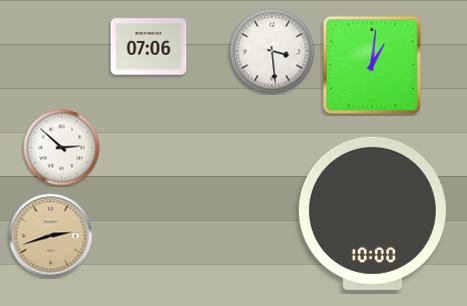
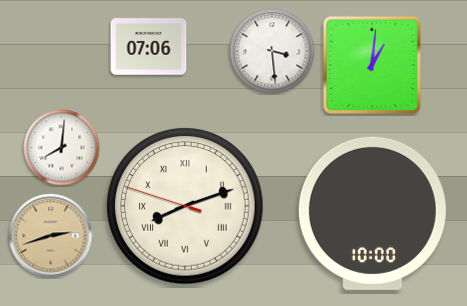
clock at (62, 148): 2:52 -> 8:01
clock at (185, 206): none -> 8:11
